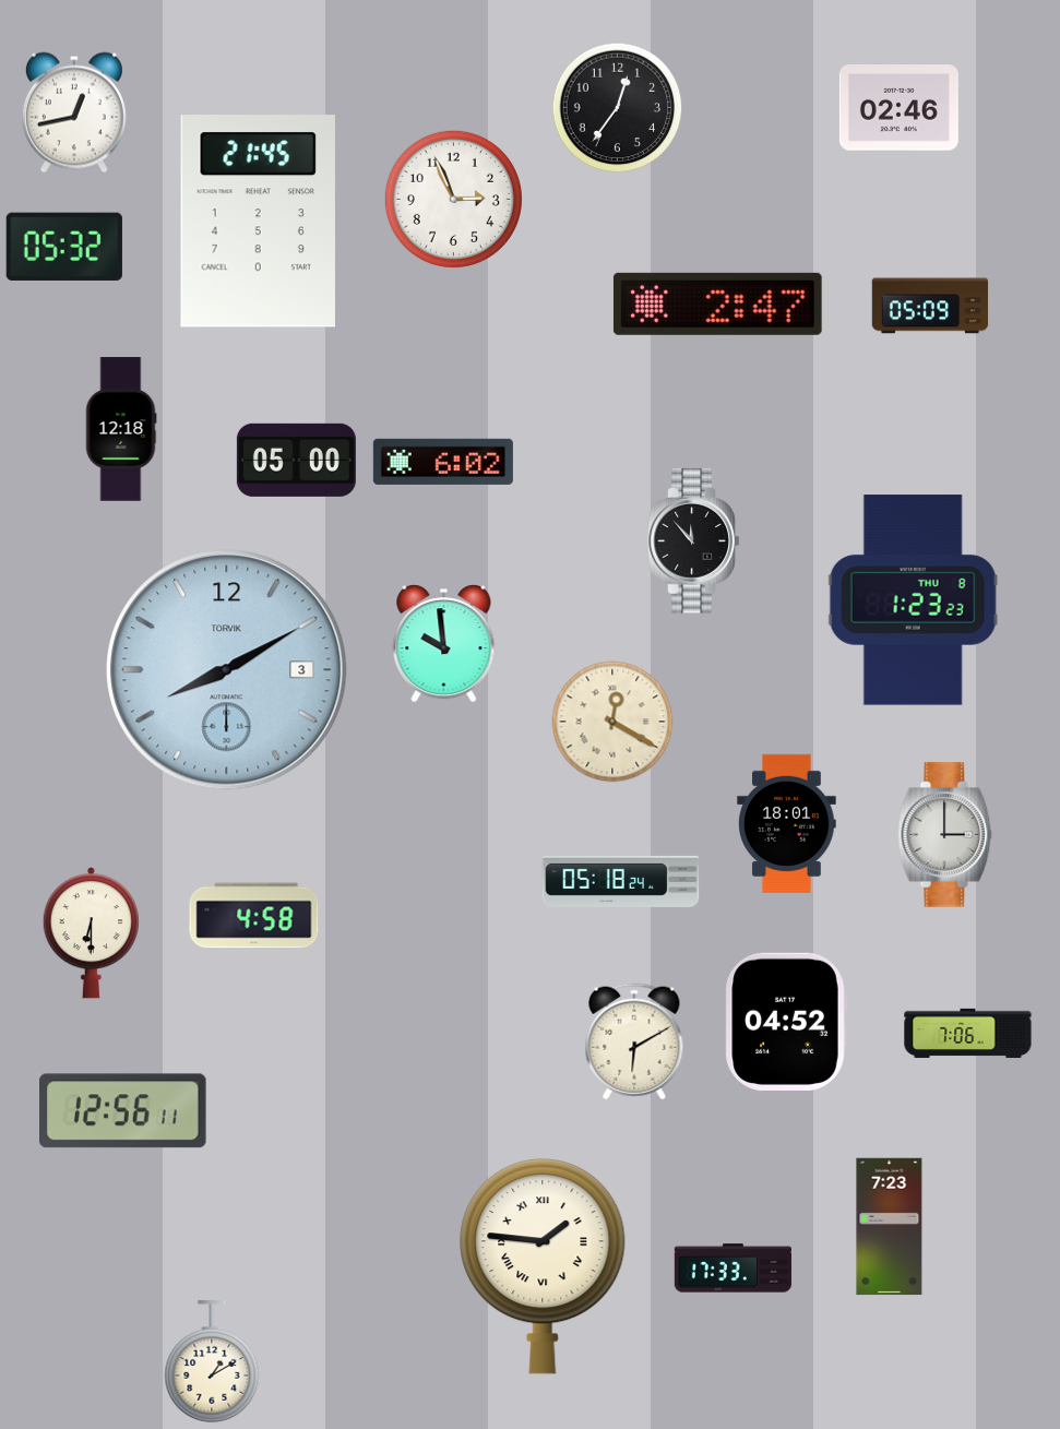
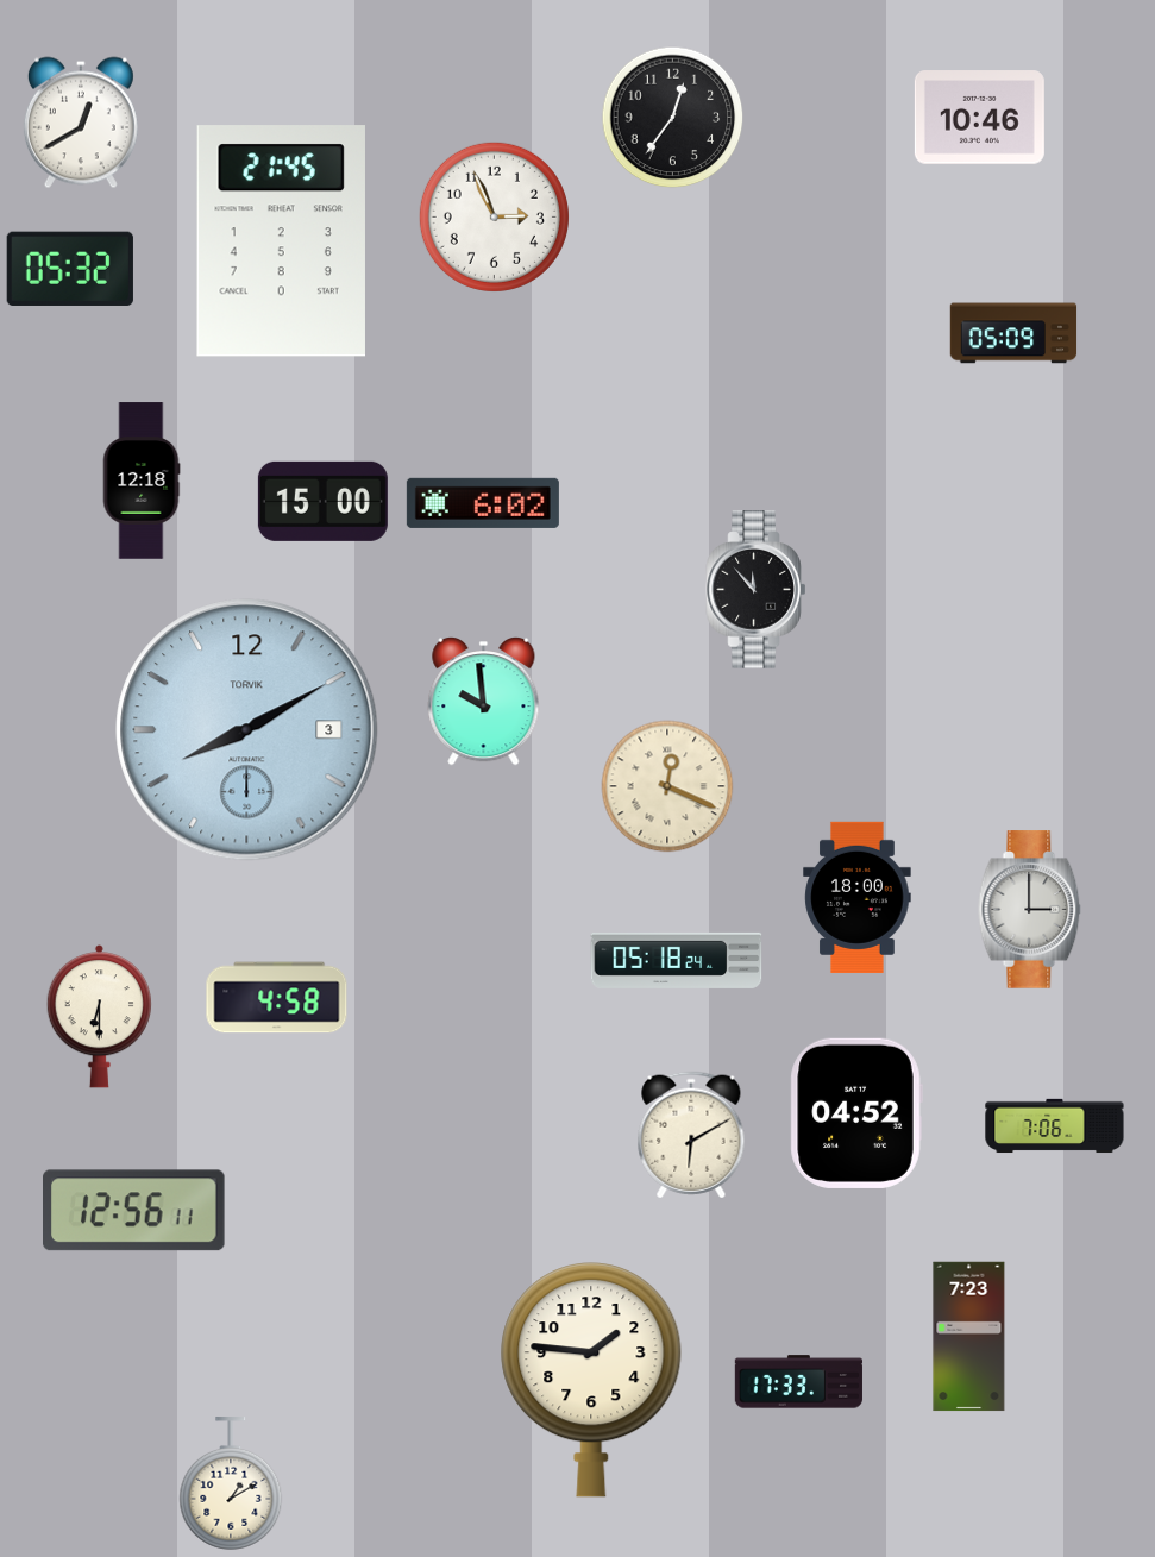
clock at (898, 108): 02:46 -> 10:46
clock at (74, 112): 12:43 -> 12:40
clock at (717, 303): 2:47 -> none
clock at (121, 429) position: (121, 429) -> (142, 481)
clock at (296, 460): 05:00 -> 15:00
clock at (913, 600): 1:23 -> none
clock at (612, 722): 12:20 -> 12:19
clock at (787, 823): 18:01 -> 18:00
clock at (543, 1266) numerals: Roman -> Arabic
